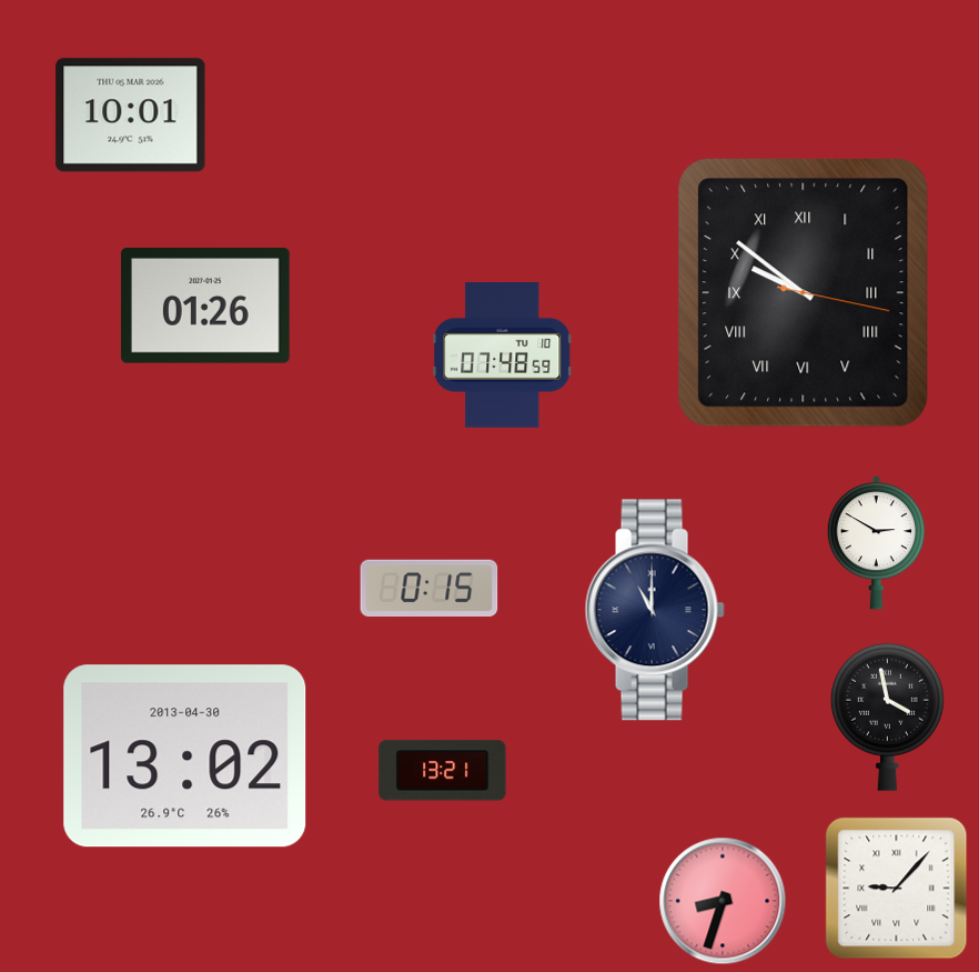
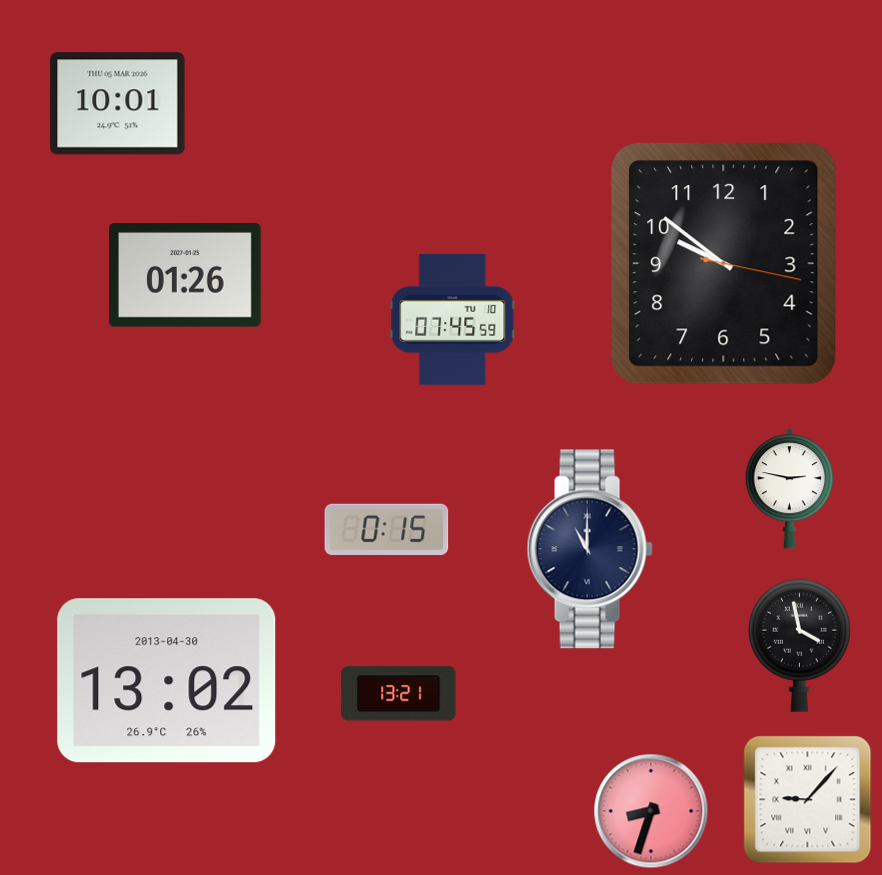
clock at (804, 293) numerals: Roman -> Arabic
clock at (503, 354): 07:48 -> 07:45
clock at (876, 543): 2:50 -> 2:47
